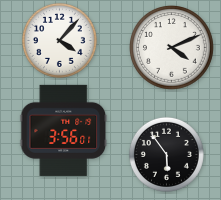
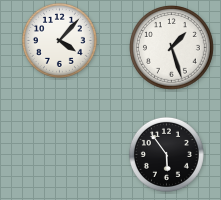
clock at (172, 48): 4:11 -> 1:27
clock at (64, 130): 3:56 -> none
